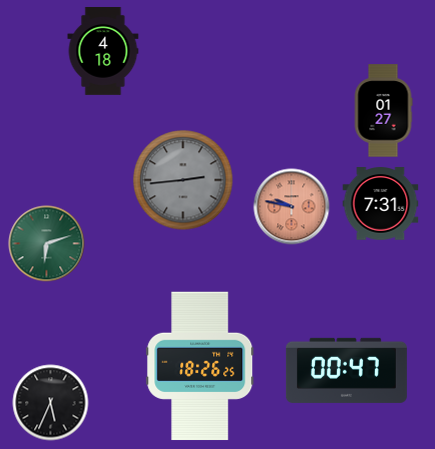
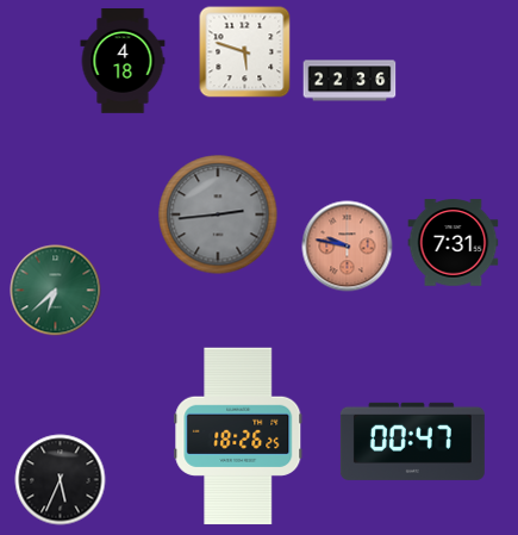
clock at (245, 52): none -> 5:48
clock at (350, 81): none -> 22:36
clock at (383, 111): 01:27 -> none
clock at (47, 244): 6:12 -> 6:38
